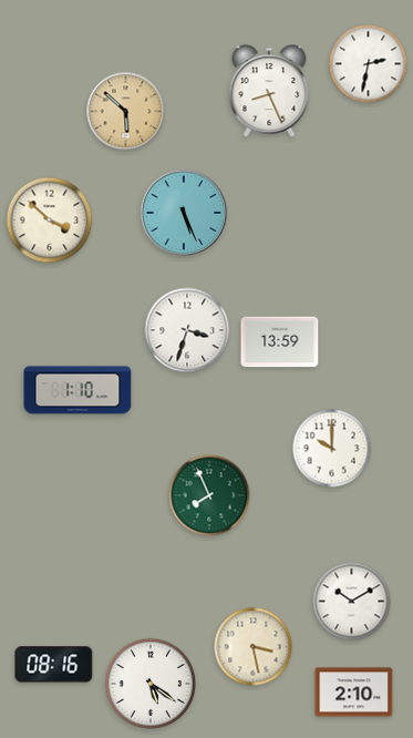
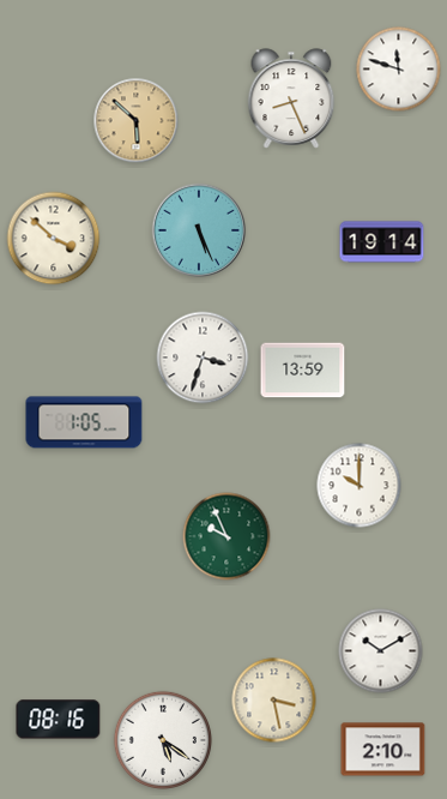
clock at (369, 64): 2:32 -> 11:48
clock at (382, 242): none -> 19:14
clock at (78, 390): 1:10 -> 1:05
clock at (209, 495): 7:56 -> 9:56
